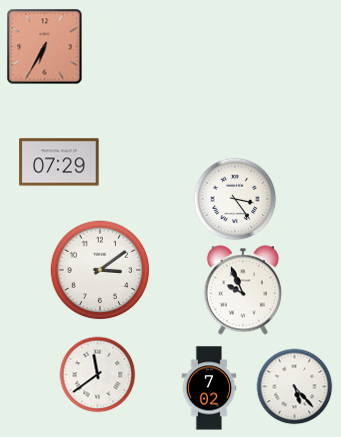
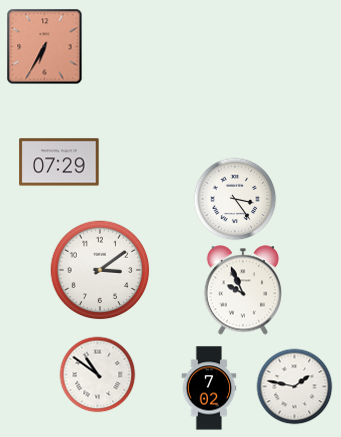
clock at (98, 375): 11:39 -> 10:51
clock at (295, 387): 5:23 -> 1:47
